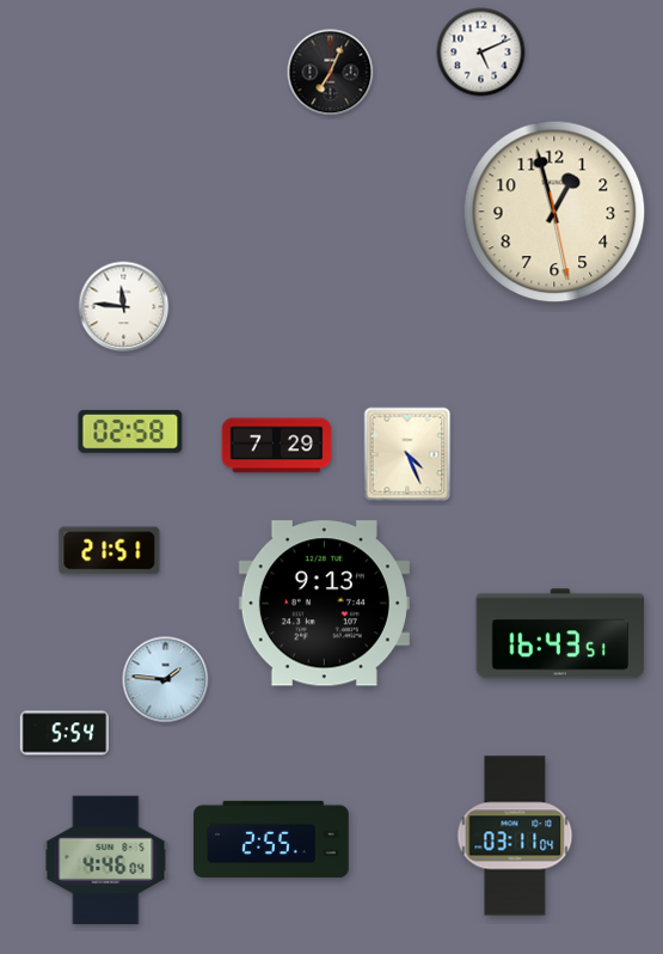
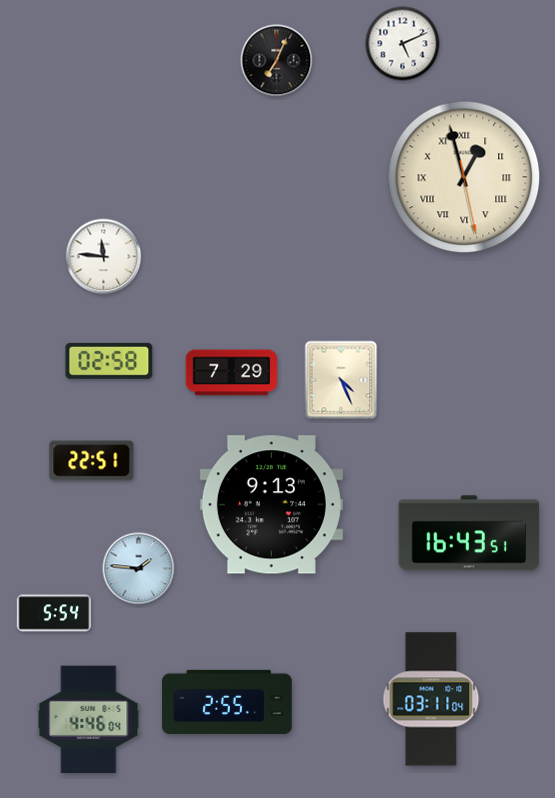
clock at (554, 212) numerals: Arabic -> Roman
clock at (110, 551): 21:51 -> 22:51
clock at (560, 634) position: (560, 634) -> (469, 533)
